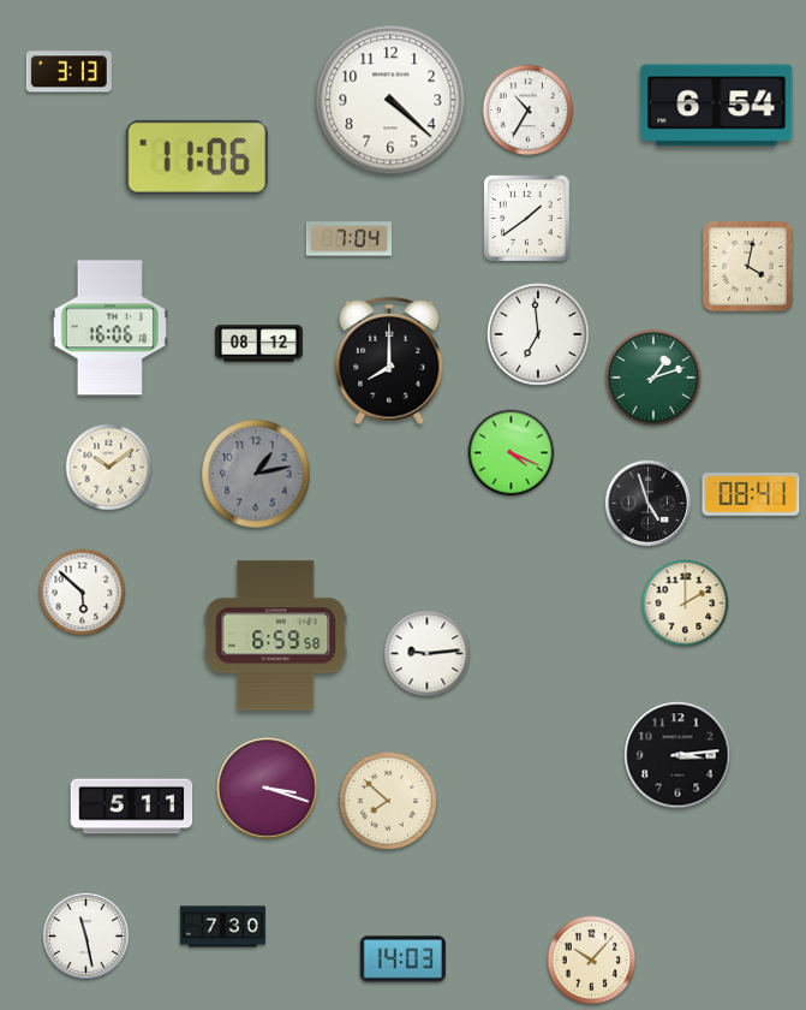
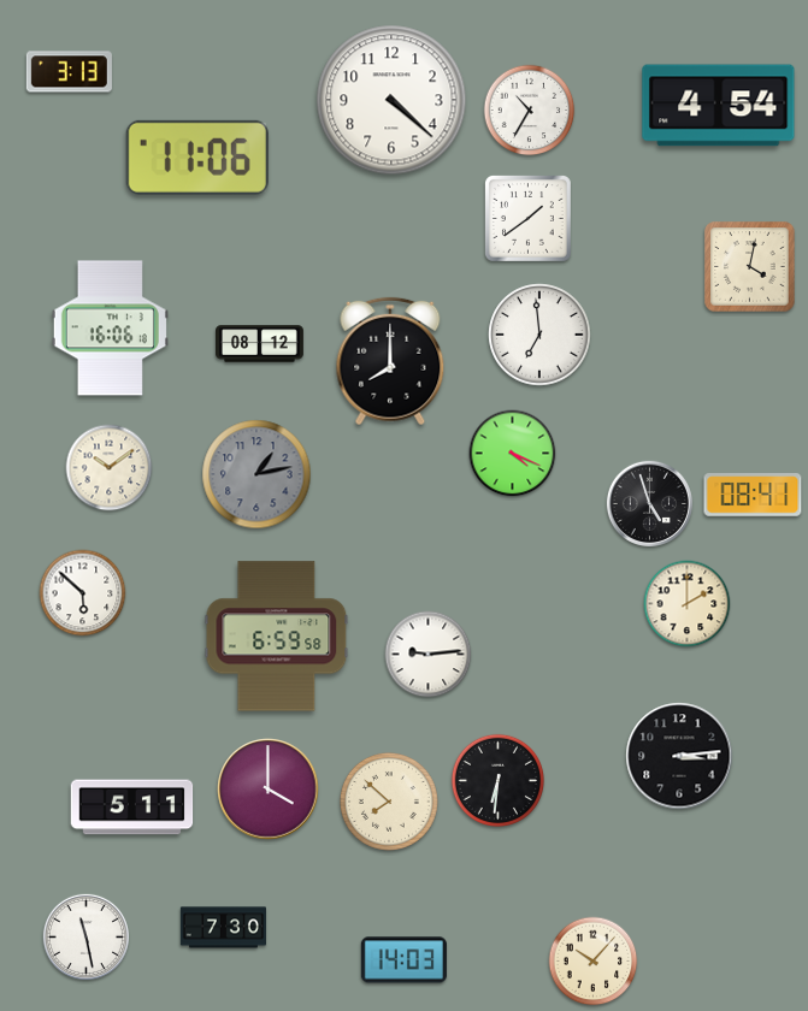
clock at (717, 106): 6:54 -> 4:54
clock at (348, 239): 7:04 -> none
clock at (653, 378): 1:12 -> none
clock at (497, 780): none -> 6:31
clock at (268, 789): 3:18 -> 4:00
